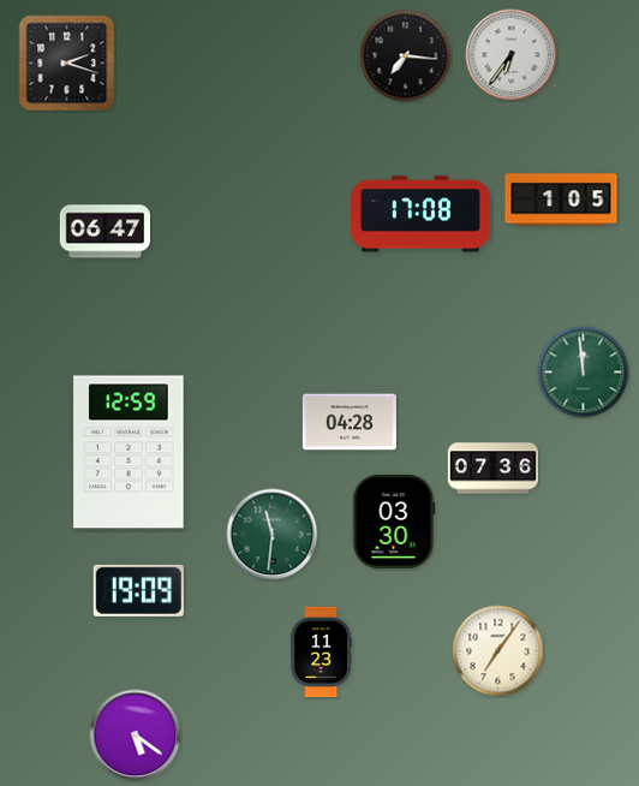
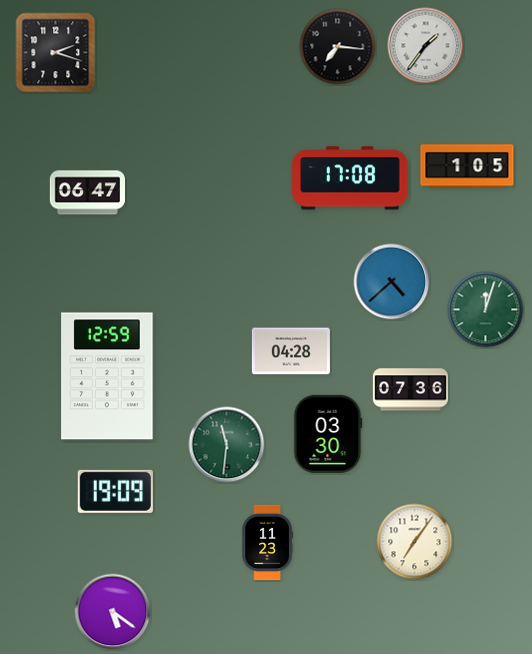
clock at (512, 55): 6:36 -> 1:36
clock at (392, 282): none -> 4:38
clock at (584, 373): 11:59 -> 12:03
